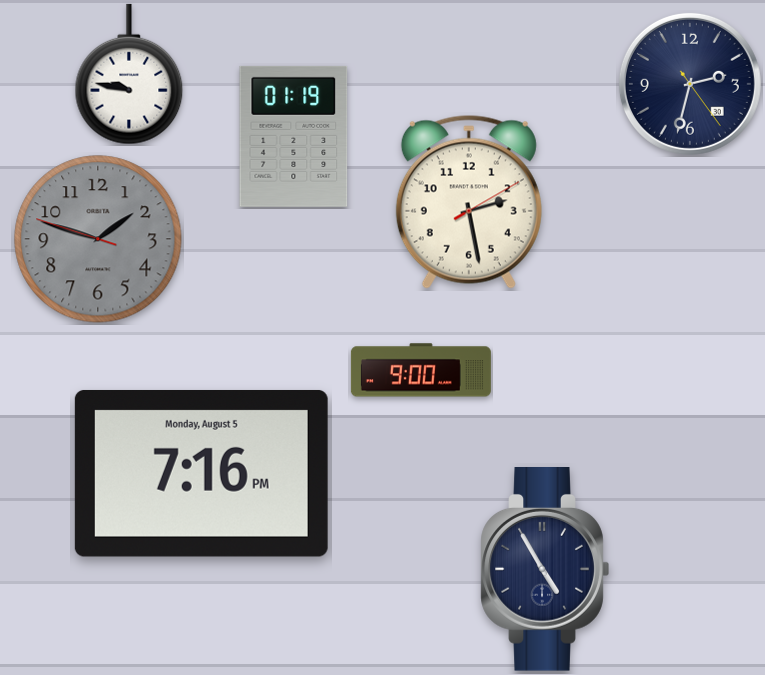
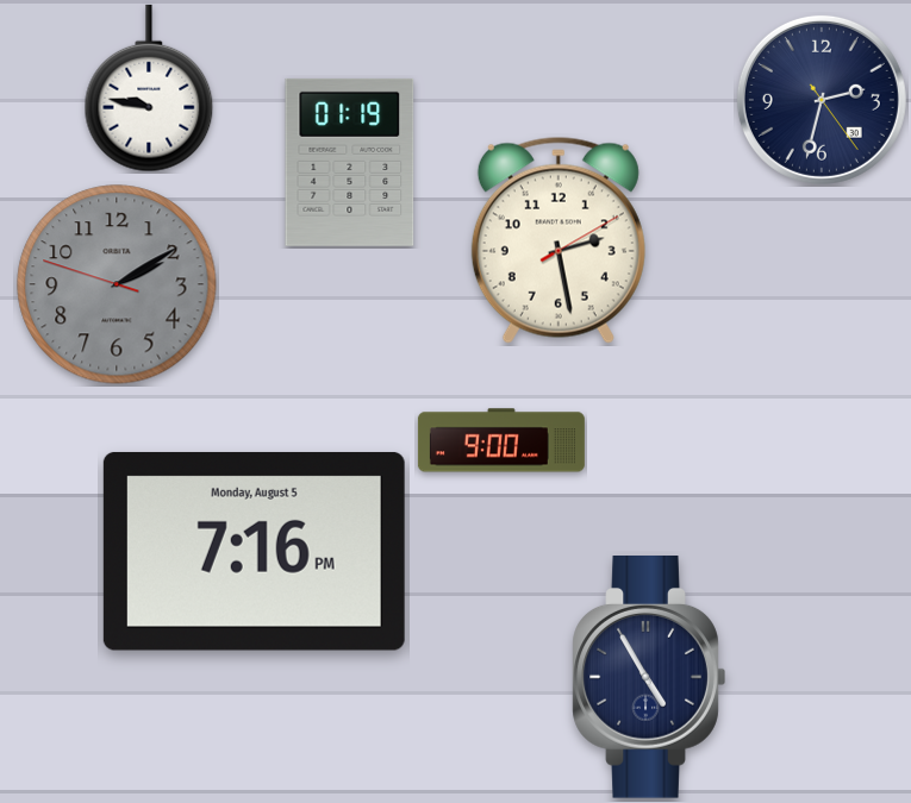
clock at (129, 74) position: (129, 74) -> (149, 88)
clock at (98, 239): 1:47 -> 2:09
clock at (201, 473) position: (201, 473) -> (254, 551)
